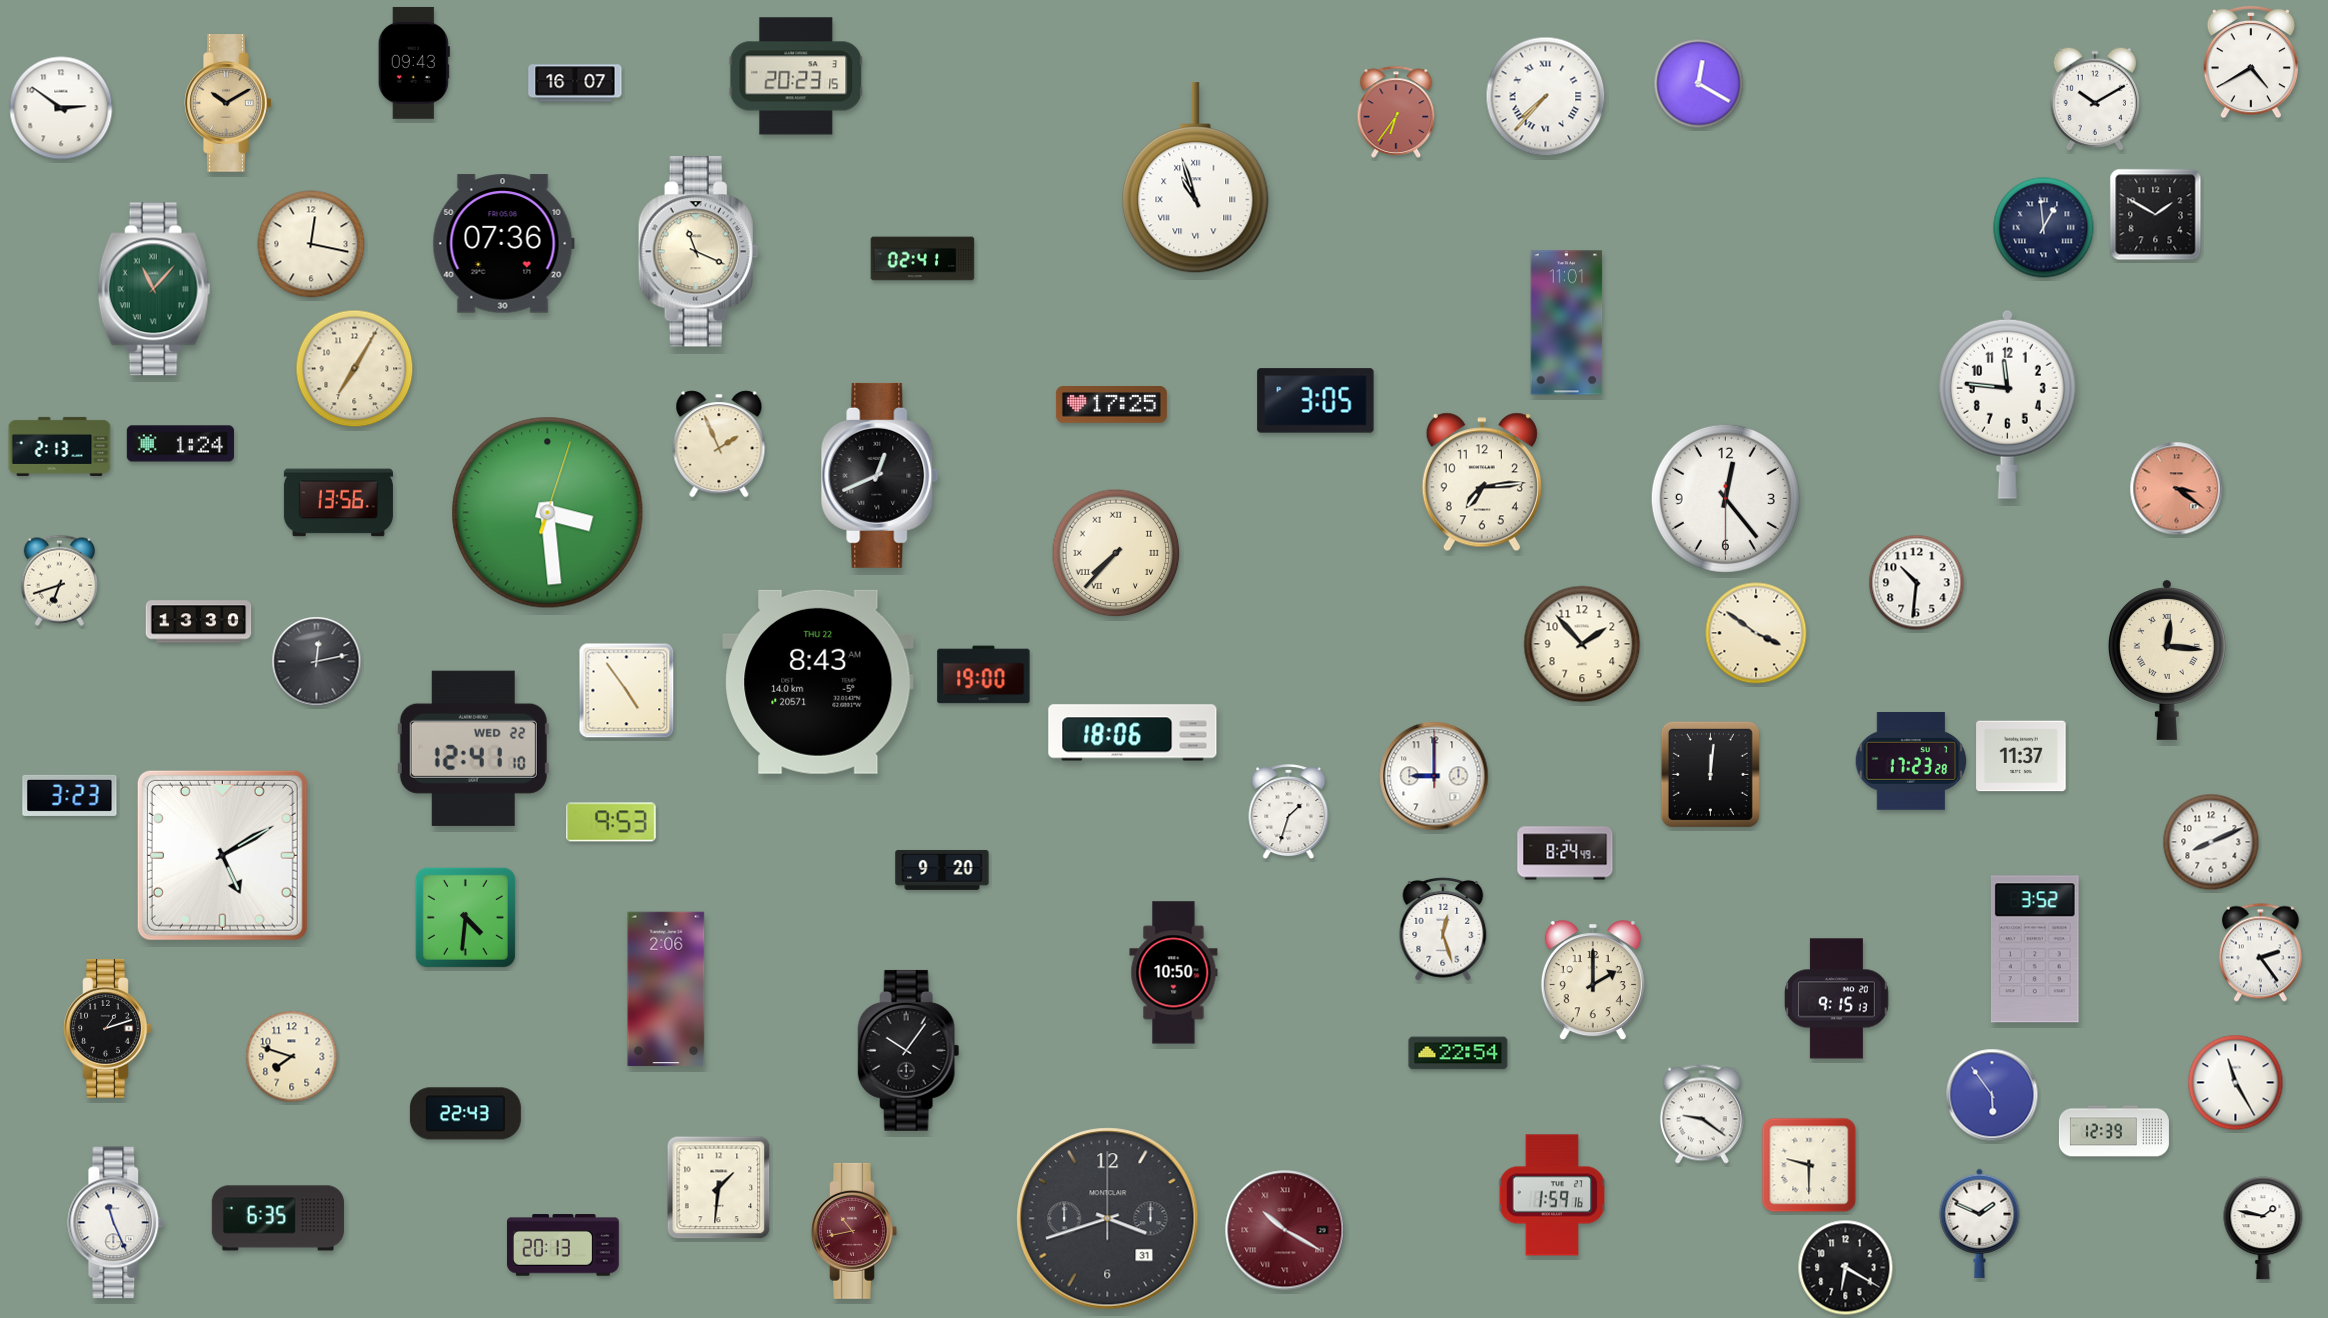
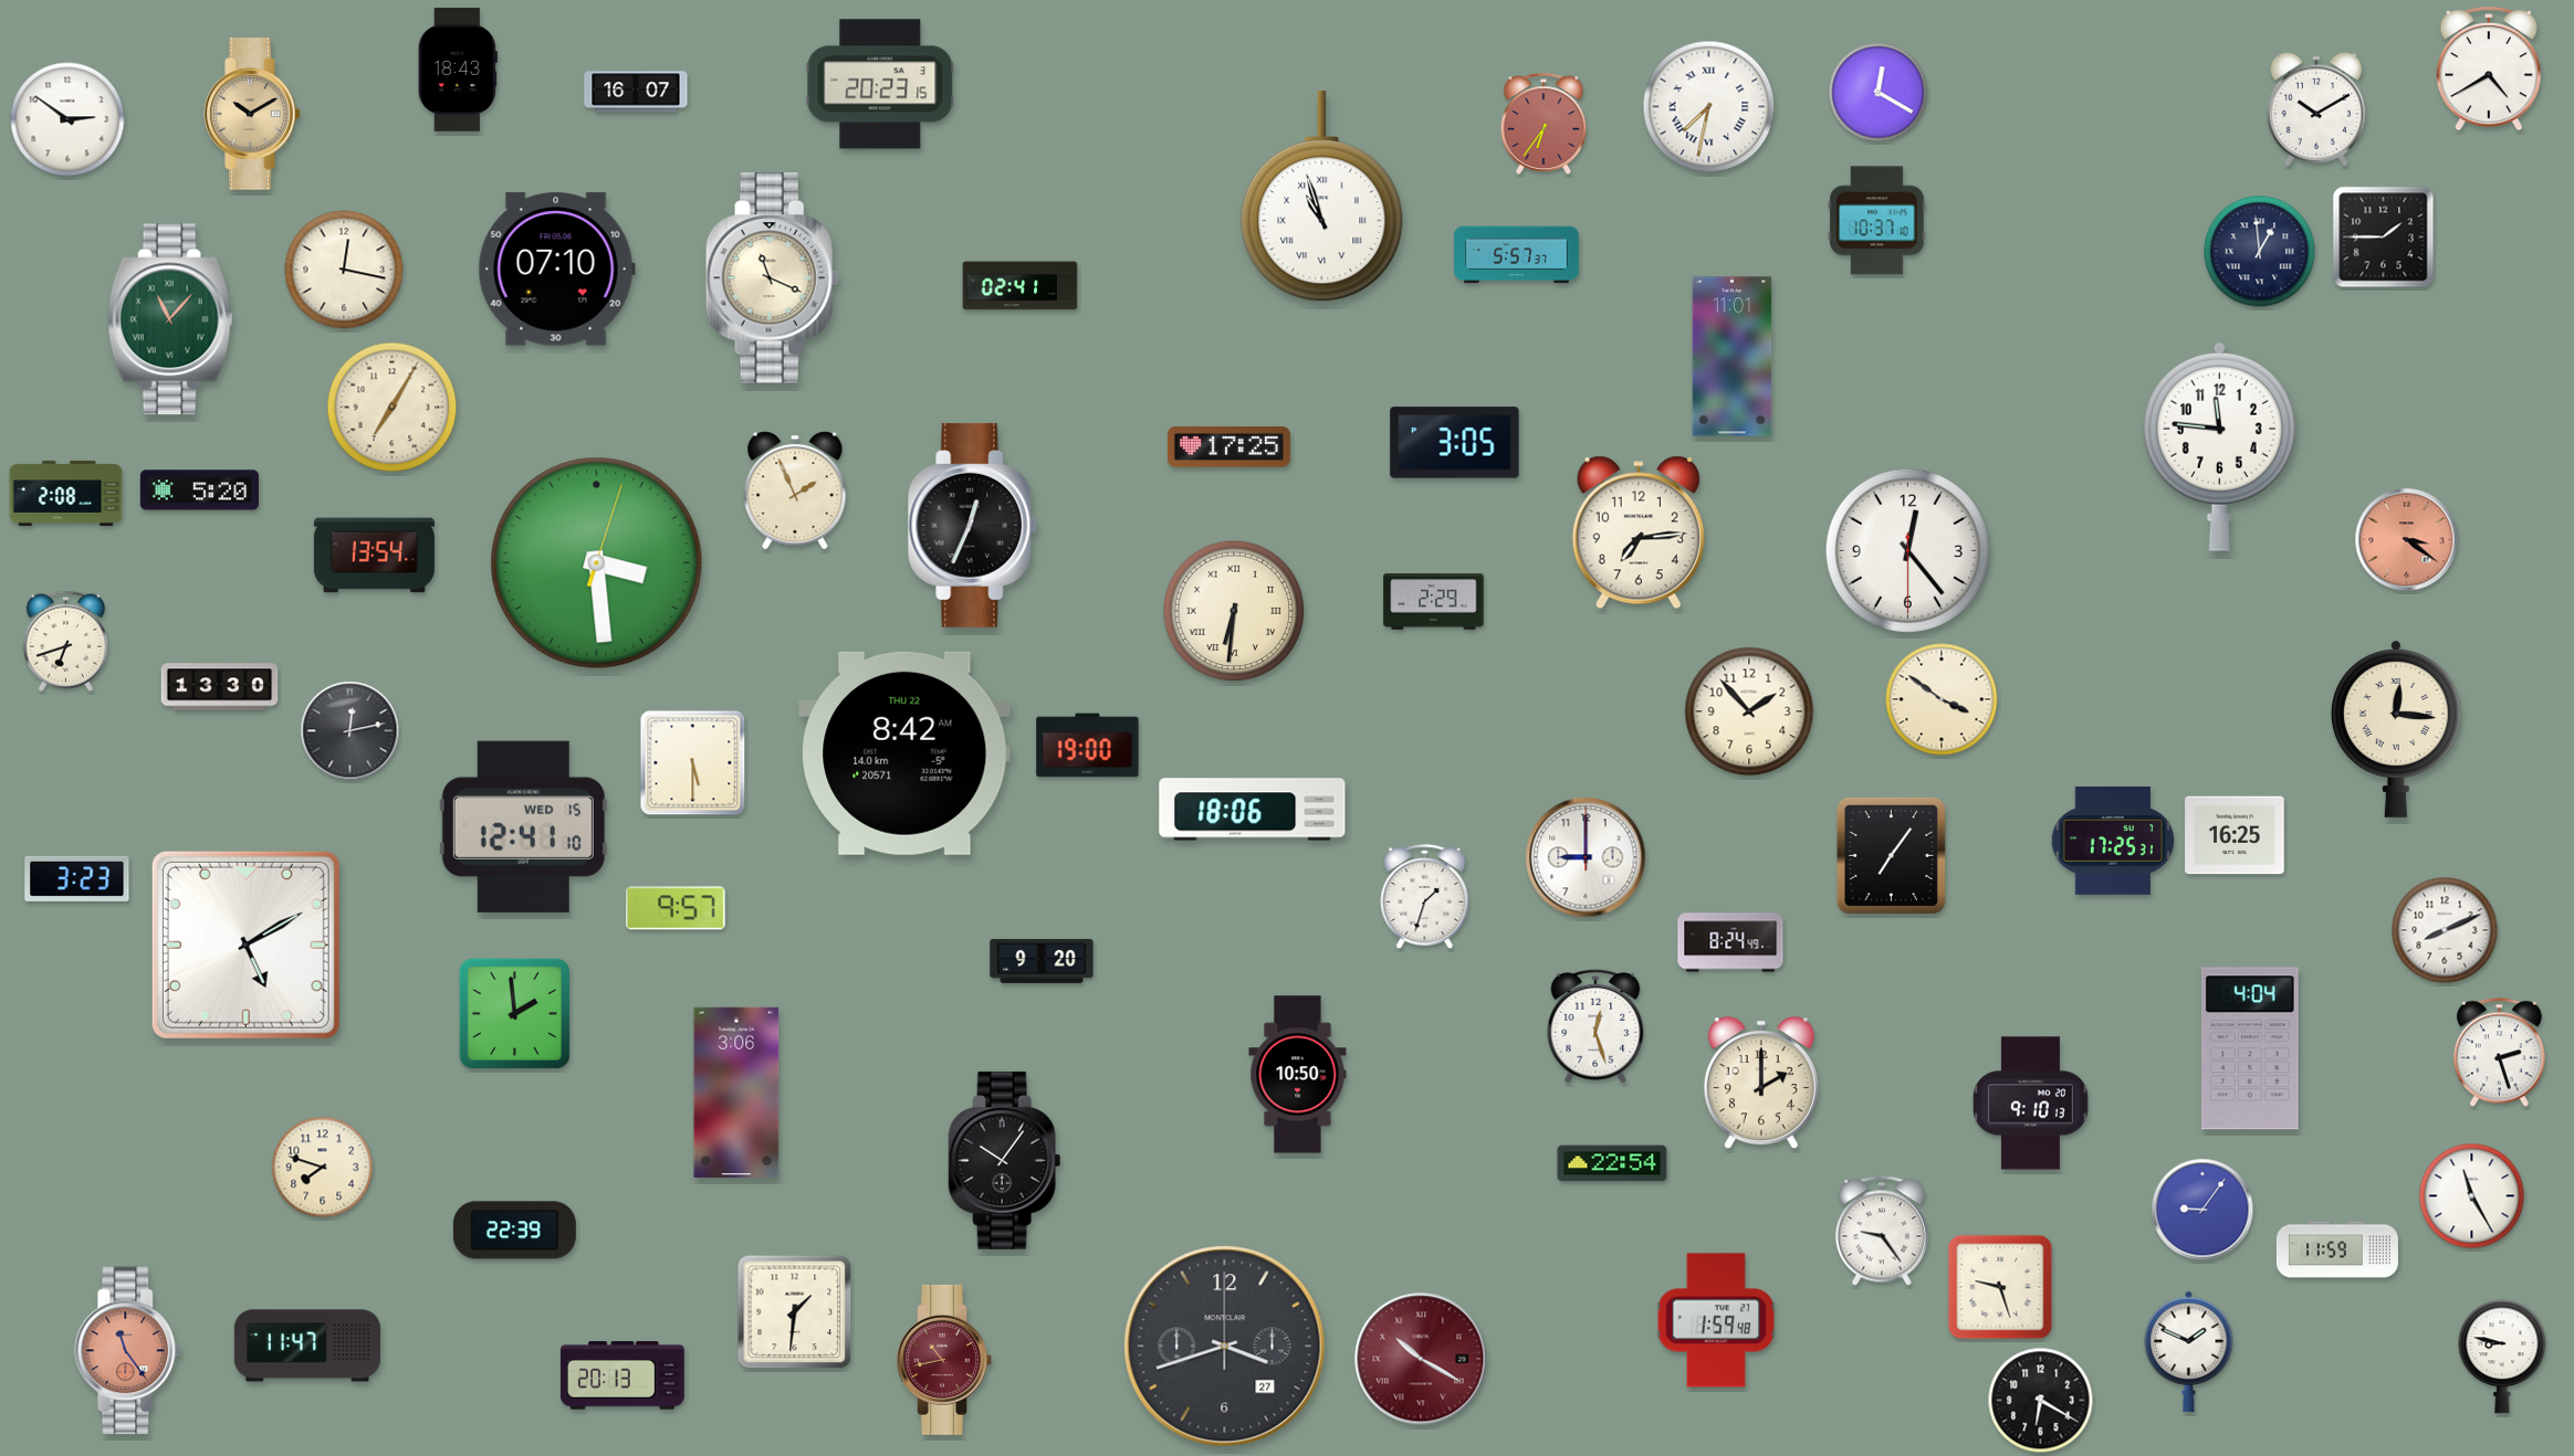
clock at (414, 63): 09:43 -> 18:43
clock at (1546, 97): 7:37 -> 7:32
clock at (1877, 221): none -> 10:37
clock at (2156, 215): 1:50 -> 1:45
clock at (1517, 255): none -> 5:57
clock at (503, 244): 07:36 -> 07:10
clock at (180, 444): 1:24 -> 5:20
clock at (60, 446): 2:13 -> 2:08
clock at (880, 475): 12:41 -> 12:34
clock at (338, 503): 13:56 -> 13:54
clock at (548, 513) position: (548, 513) -> (597, 563)
clock at (1434, 602): none -> 2:29
clock at (1116, 553): 7:37 -> 6:31
clock at (1917, 583): 10:31 -> none
clock at (818, 682): 8:43 -> 8:42
clock at (627, 691): 4:54 -> 5:30
clock at (473, 748) date: WED 22 -> WED 15
clock at (2021, 756): 11:37 -> 16:25
clock at (1911, 761): 17:23 -> 17:25
clock at (1710, 774): 12:01 -> 7:06
clock at (611, 822): 9:53 -> 9:57
clock at (465, 917): 4:31 -> 1:59
clock at (2035, 949): 3:52 -> 4:04
clock at (2260, 953): 2:24 -> 2:27
clock at (666, 989): 2:06 -> 3:06
clock at (1837, 999): 9:15 -> 9:10
clock at (108, 1029): 1:12 -> none
clock at (1992, 1095): 5:54 -> 9:06
clock at (465, 1114): 22:43 -> 22:39
clock at (1702, 1114): 9:21 -> 9:24
clock at (2114, 1131): 12:39 -> 11:59
clock at (1809, 1165): 9:30 -> 9:27
clock at (1552, 1195): 1:59:16 -> 1:59:48
clock at (278, 1218): 6:35 -> 11:47
clock at (1108, 1219) date: 31 -> 27
clock at (116, 1223): 11:26 -> 11:24
clock at (116, 1223) dial: white -> salmon
clock at (2263, 1228): 1:47 -> 8:47
